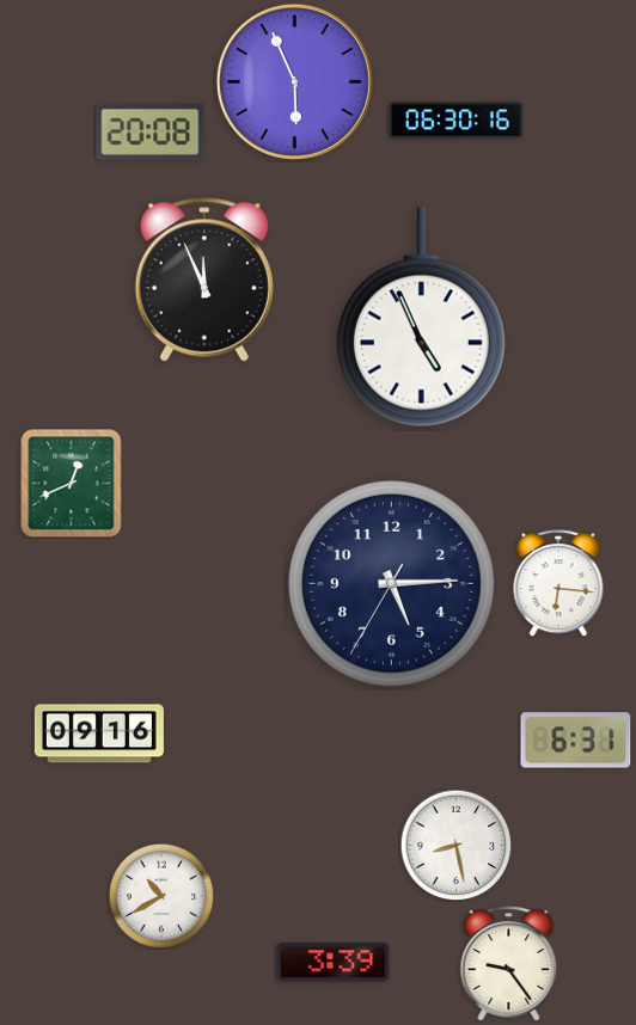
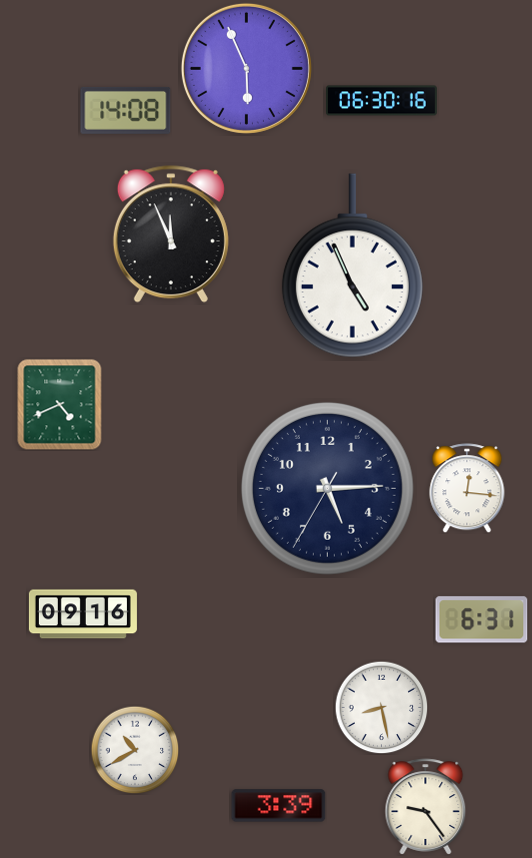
clock at (151, 131): 20:08 -> 14:08
clock at (72, 484): 12:41 -> 4:41
clock at (558, 583): 6:16 -> 12:16
